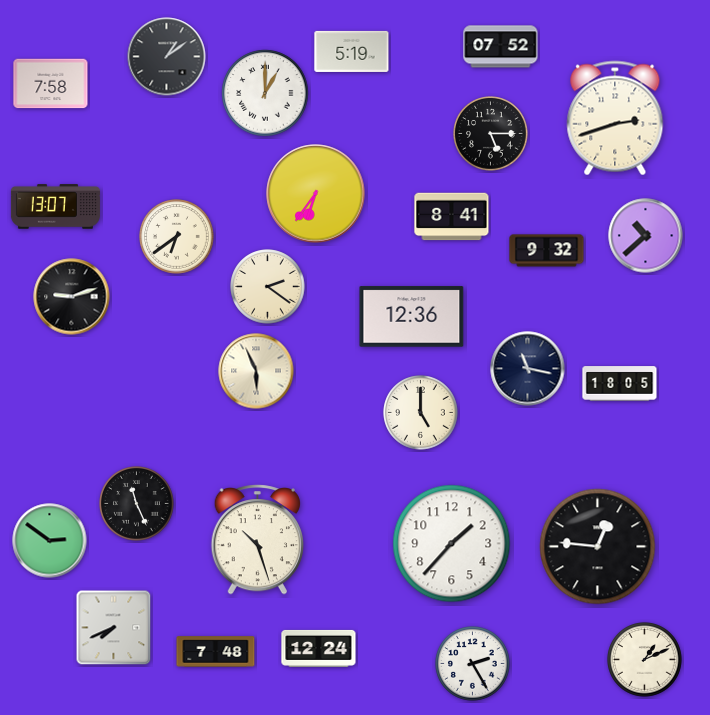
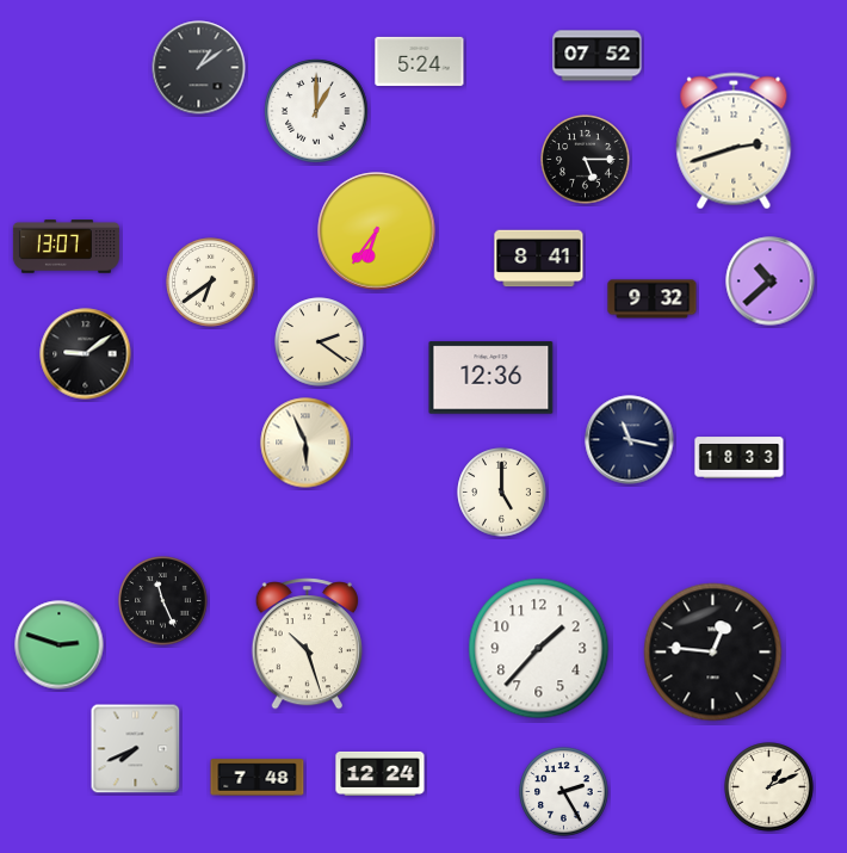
clock at (352, 51): 5:19 -> 5:24
clock at (51, 84): 7:58 -> none
clock at (72, 297): 9:12 -> 9:09
clock at (620, 384): 18:05 -> 18:33
clock at (50, 541): 2:51 -> 2:48
